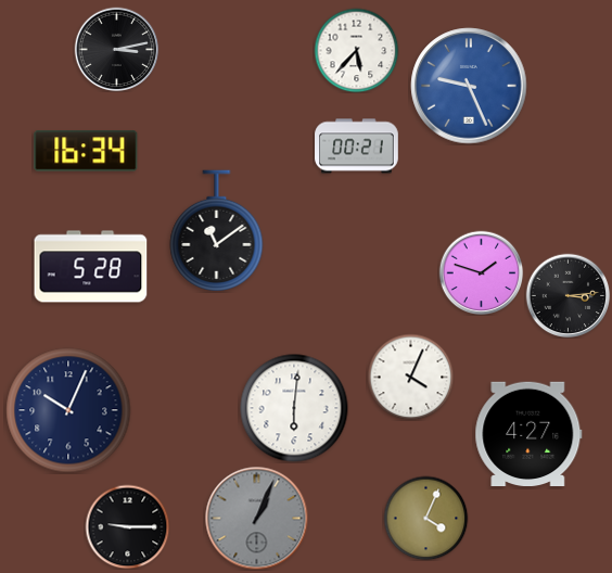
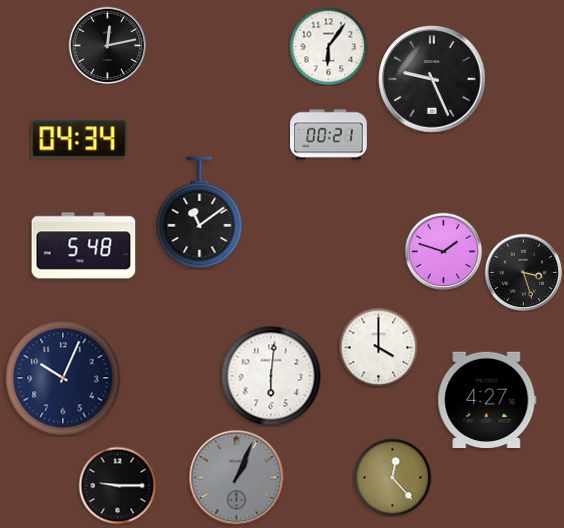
clock at (116, 49): 3:13 -> 12:13
clock at (356, 50): 5:37 -> 6:06
clock at (469, 86) dial: blue -> black
clock at (86, 151): 16:34 -> 04:34
clock at (91, 267): 5:28 -> 5:48
clock at (568, 295): 3:14 -> 3:27
clock at (410, 377): 4:04 -> 4:00
clock at (425, 518): 4:04 -> 12:23
